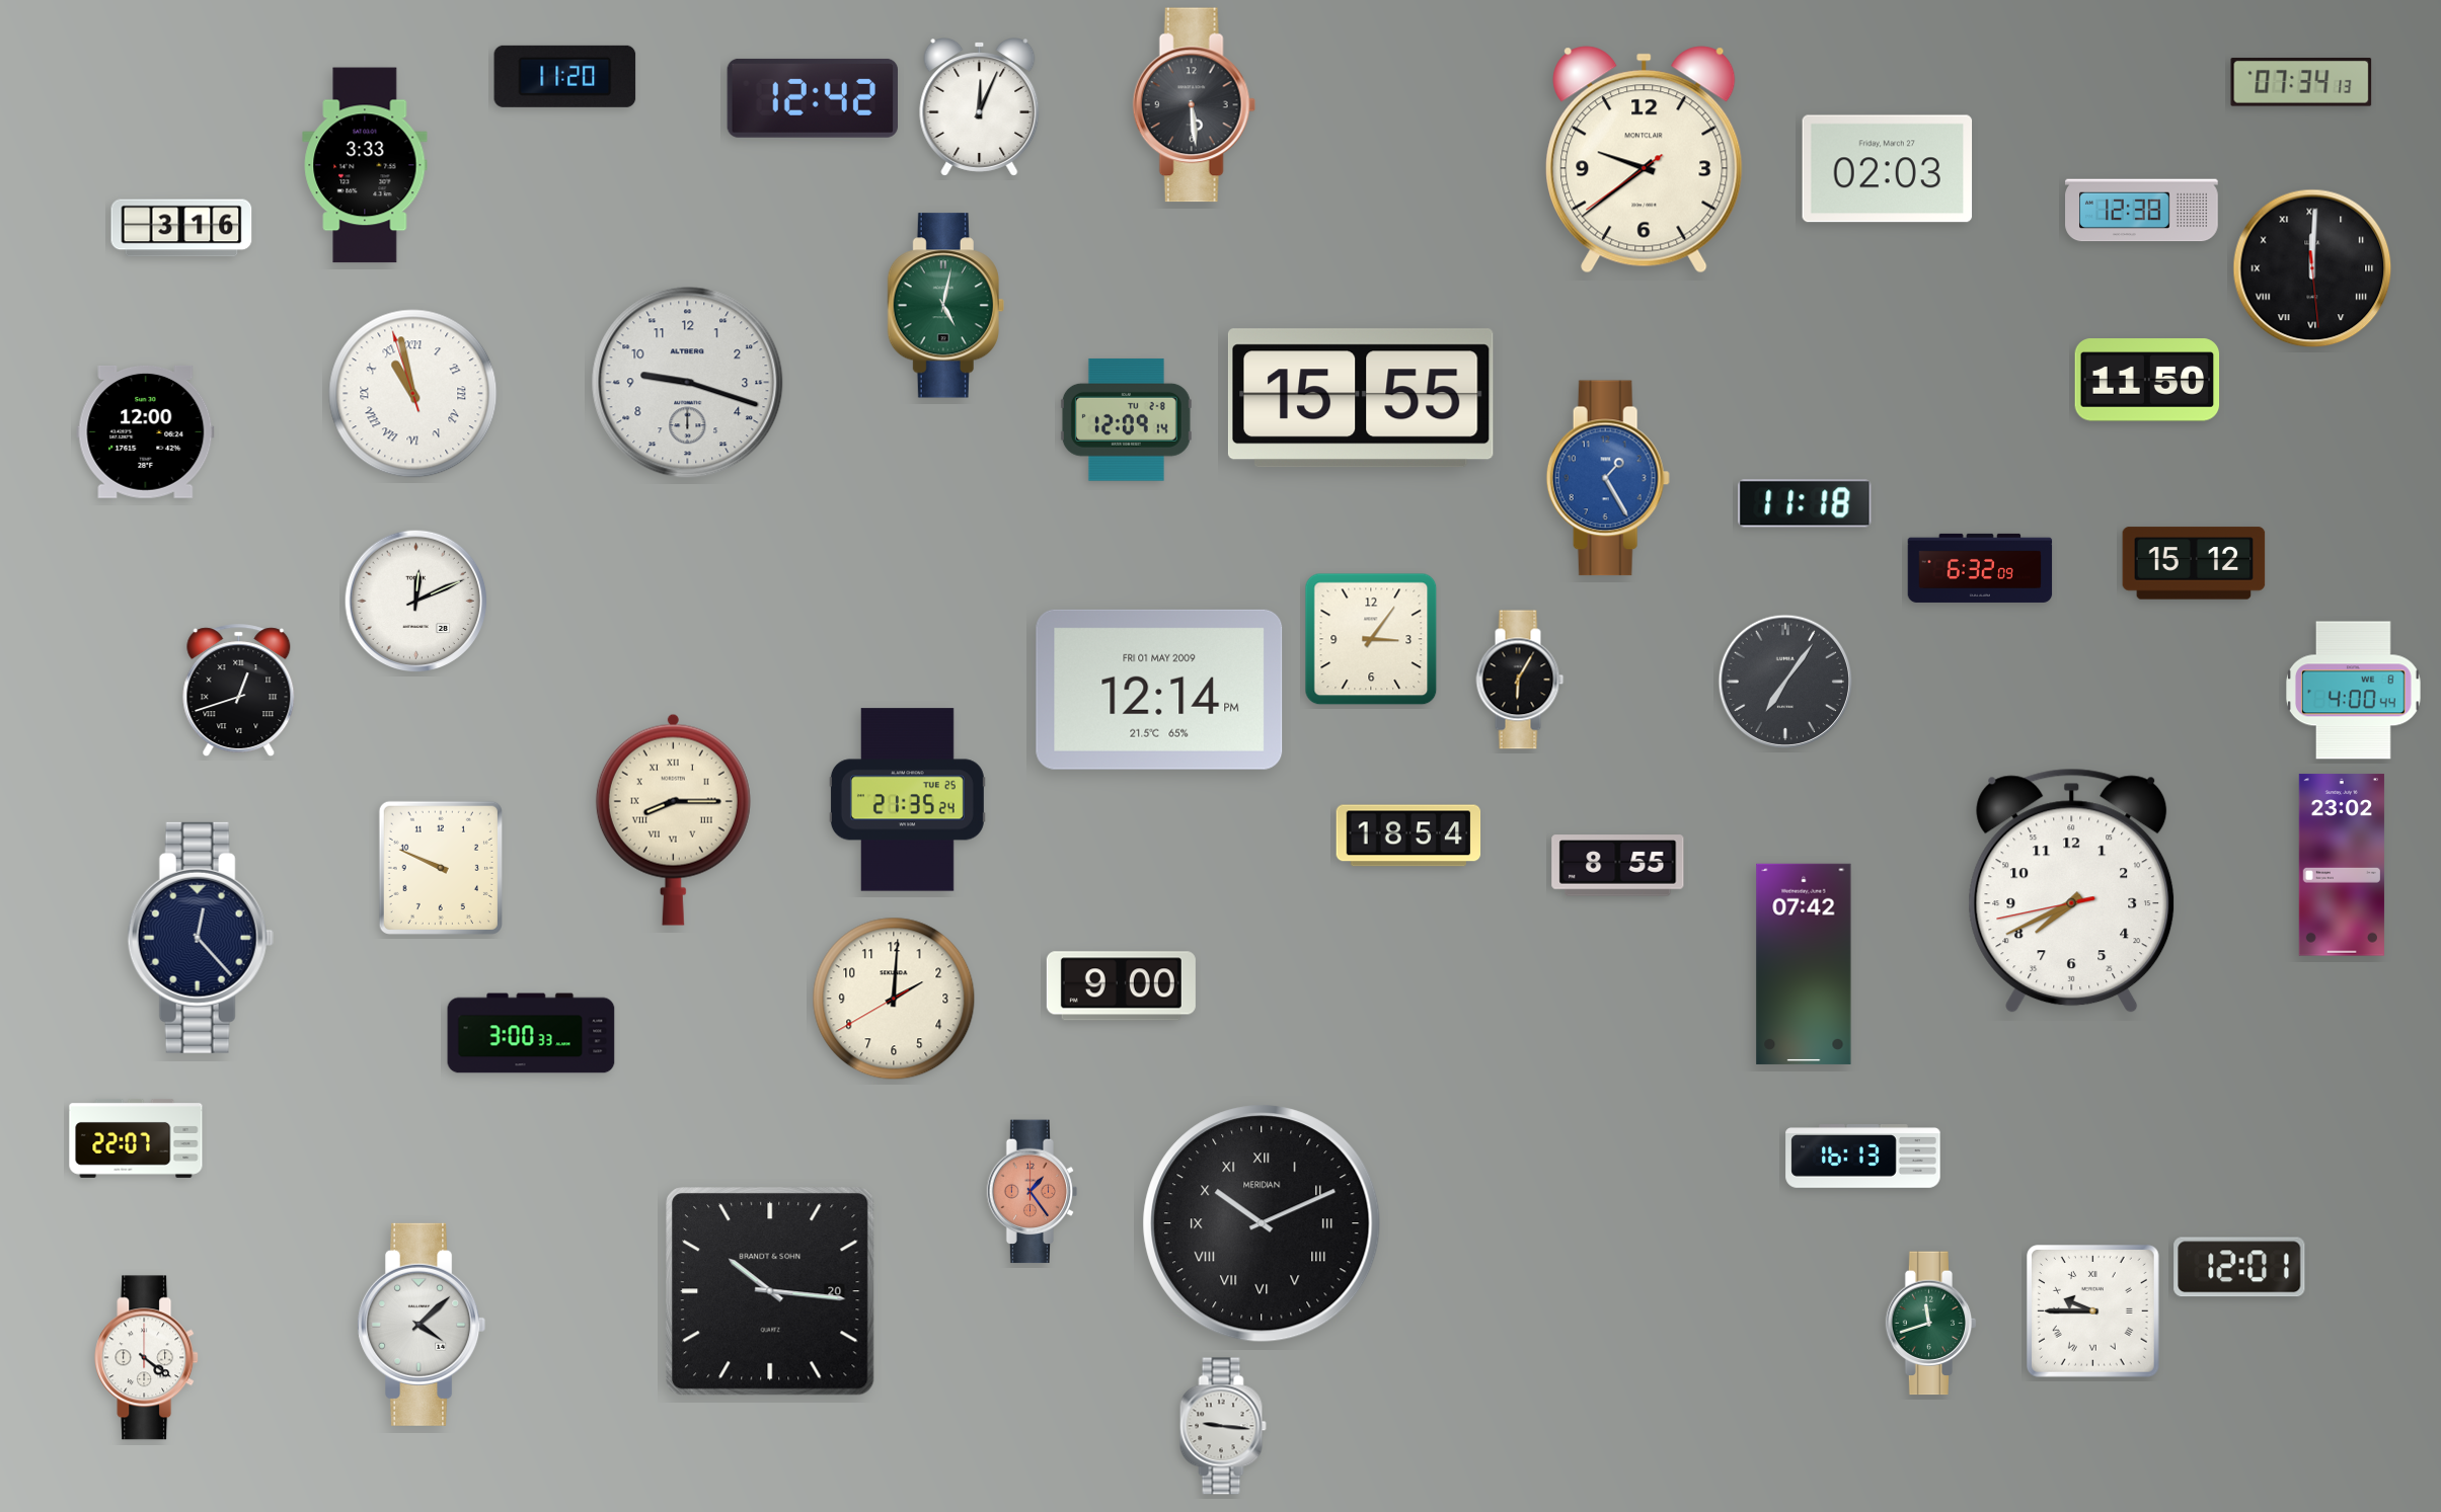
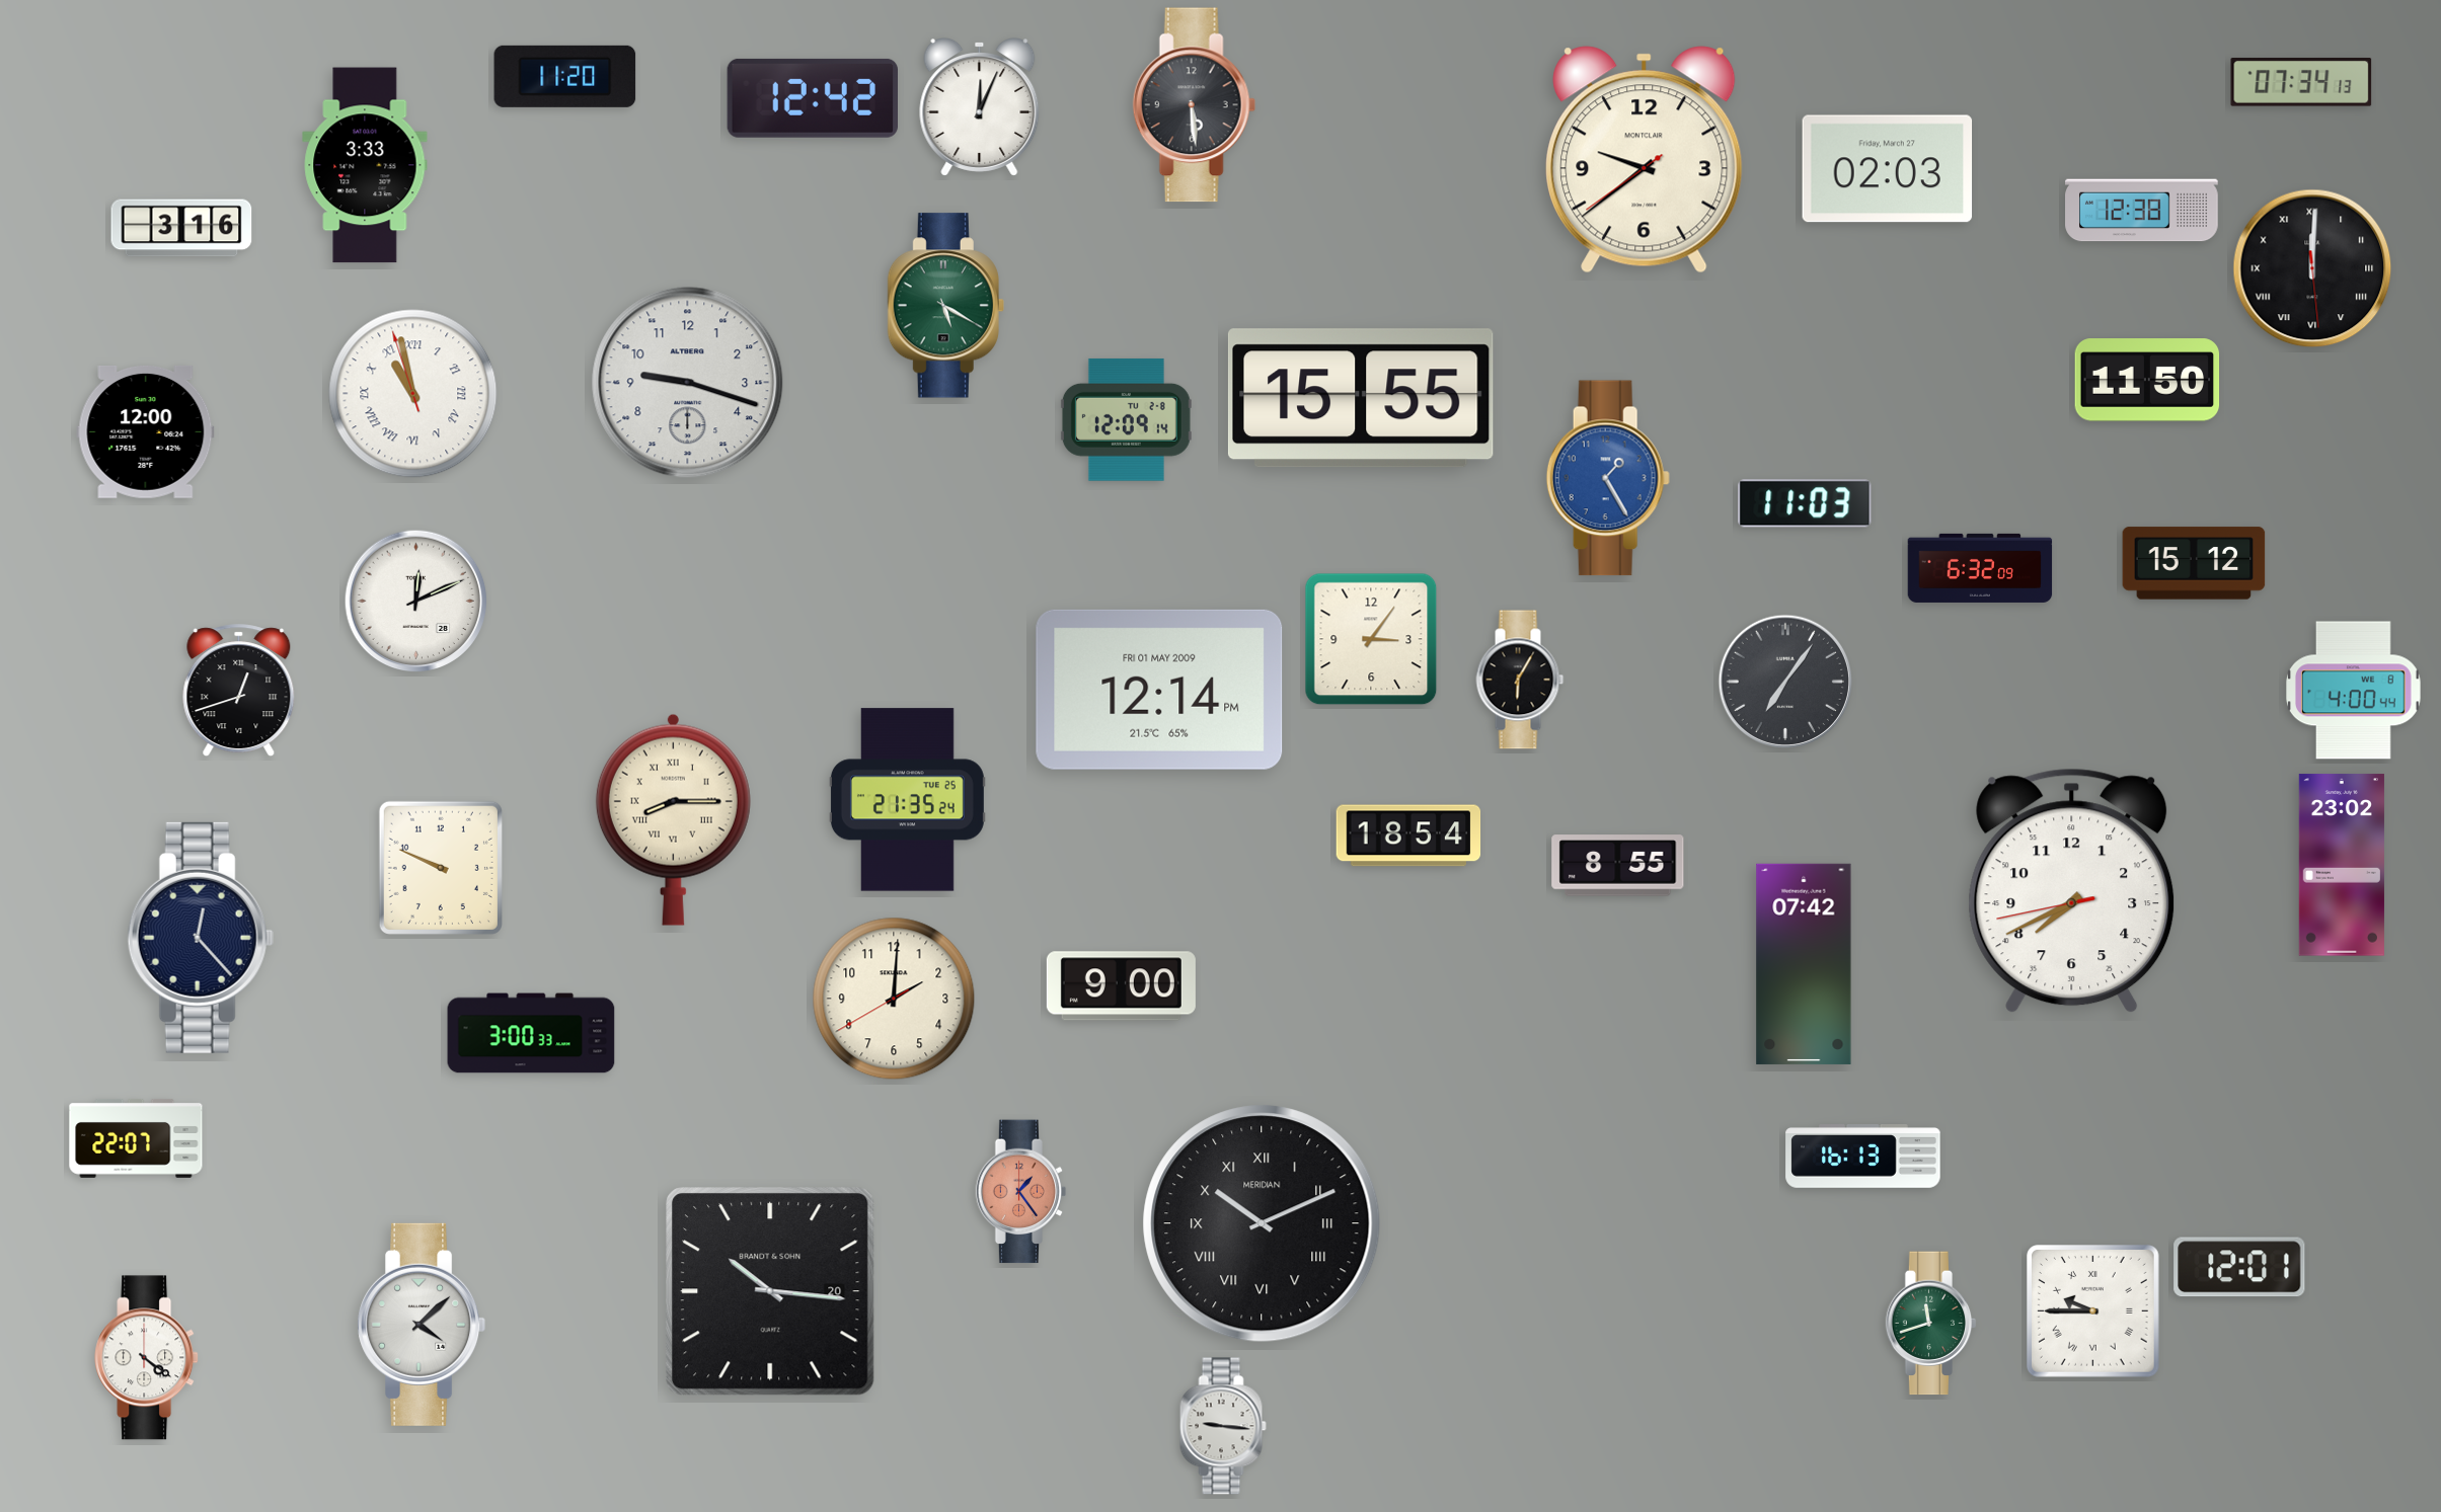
clock at (945, 306): 5:02 -> 5:20
clock at (1805, 503): 11:18 -> 11:03
clock at (1033, 1192) position: (1033, 1192) -> (1021, 1192)
